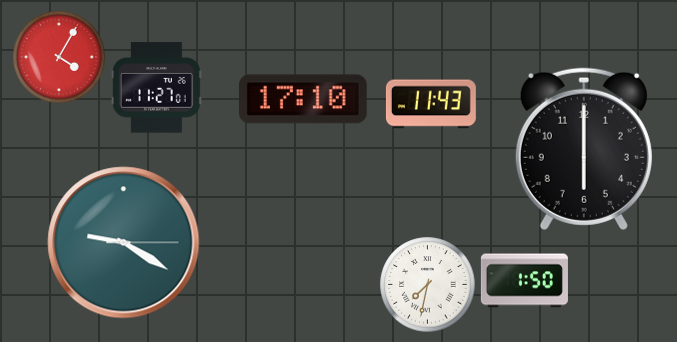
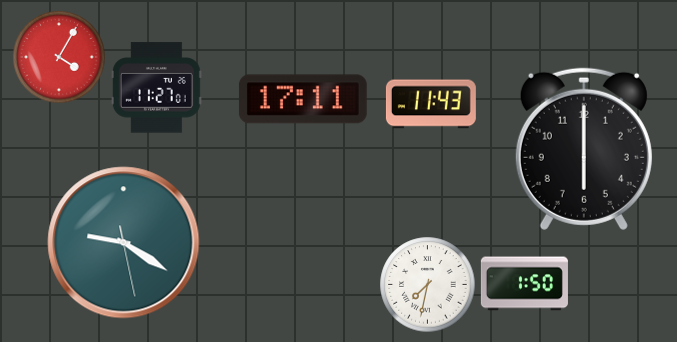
clock at (303, 99): 17:10 -> 17:11
clock at (124, 243): 9:20:15 -> 9:20:28
clock at (524, 281) position: (524, 281) -> (524, 284)
